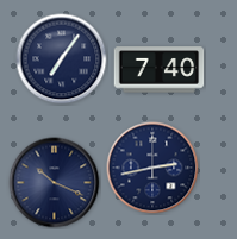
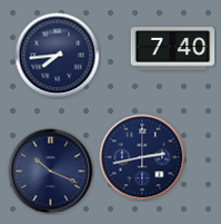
clock at (62, 59): 7:06 -> 7:44
clock at (160, 70) position: (160, 70) -> (173, 49)
